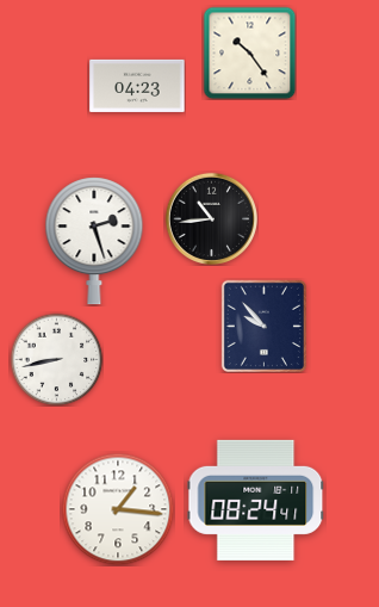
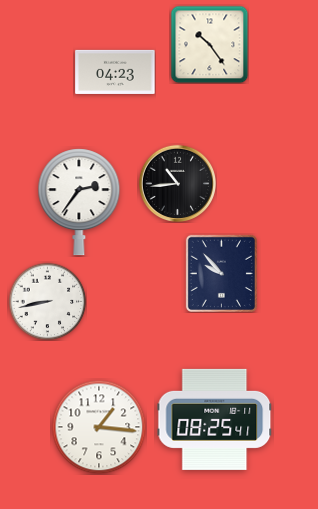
clock at (94, 241): 2:27 -> 2:36
clock at (256, 500): 08:24 -> 08:25
